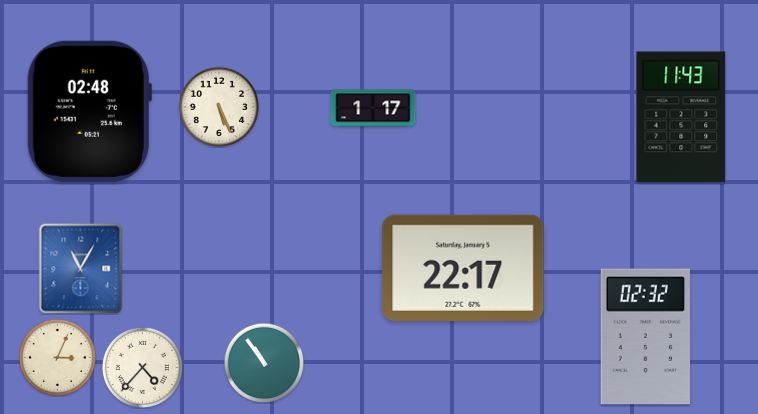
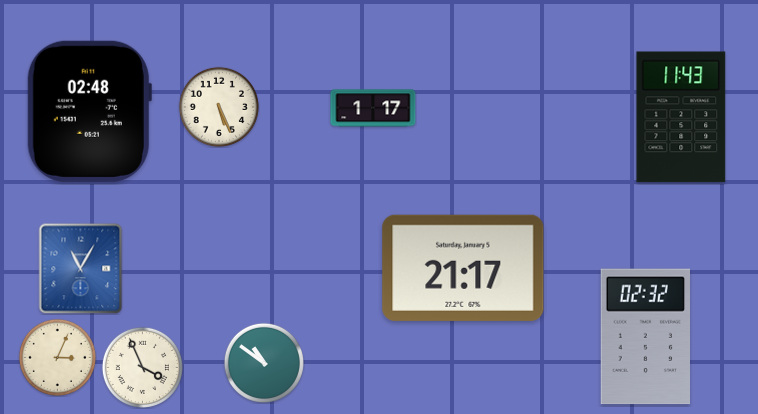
clock at (463, 268): 22:17 -> 21:17
clock at (264, 363): 10:54 -> 10:51
clock at (142, 367): 4:37 -> 3:56
